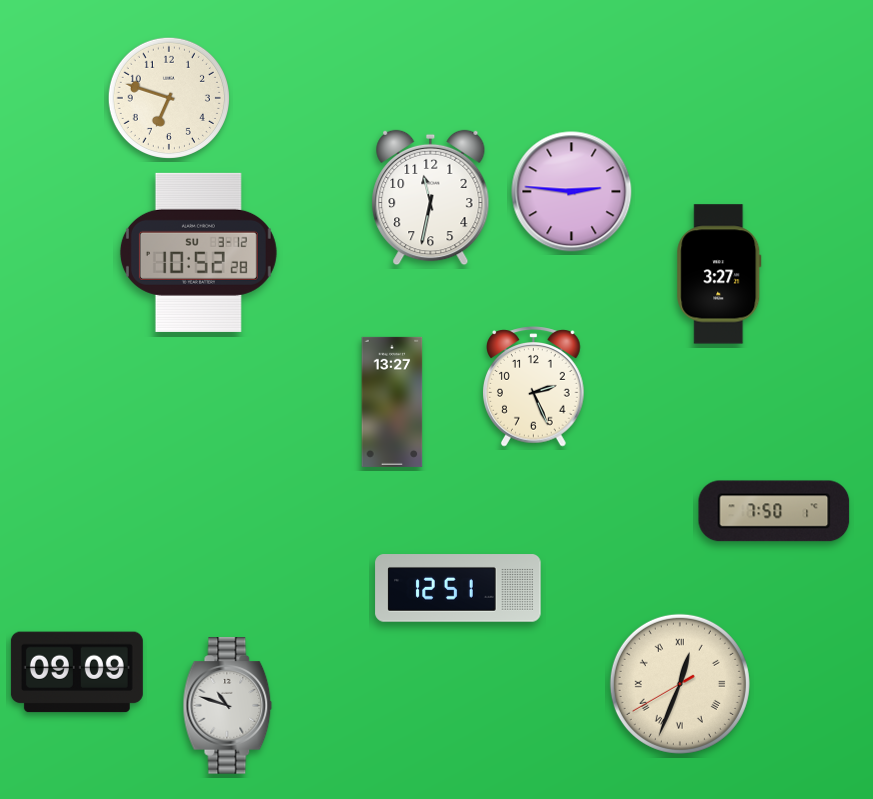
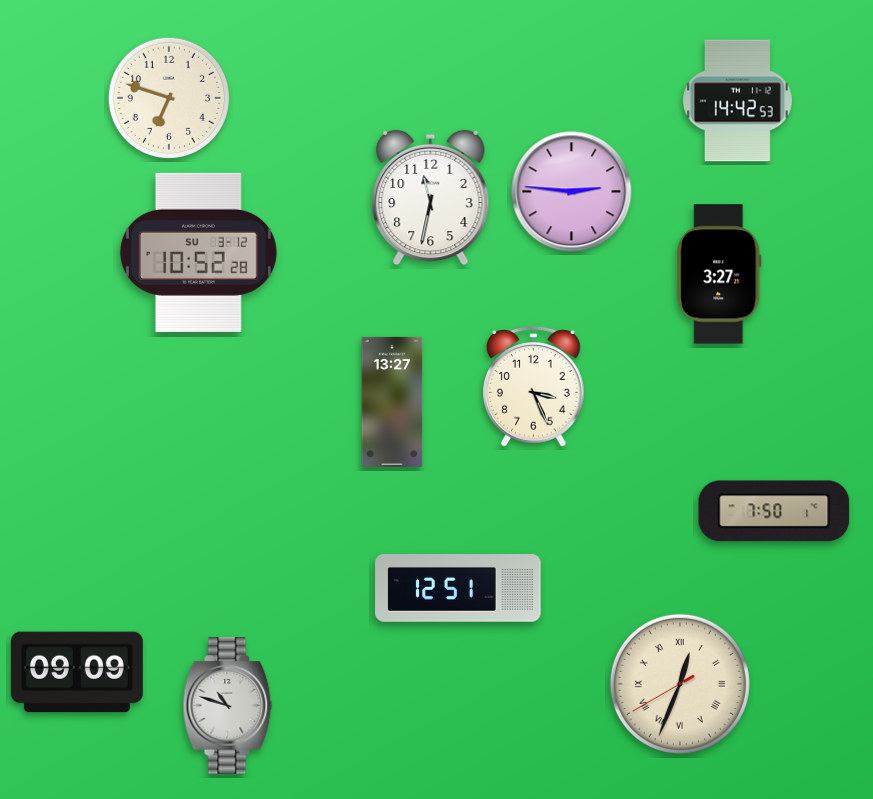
clock at (738, 101): none -> 14:42
clock at (534, 387): 2:26 -> 3:26
